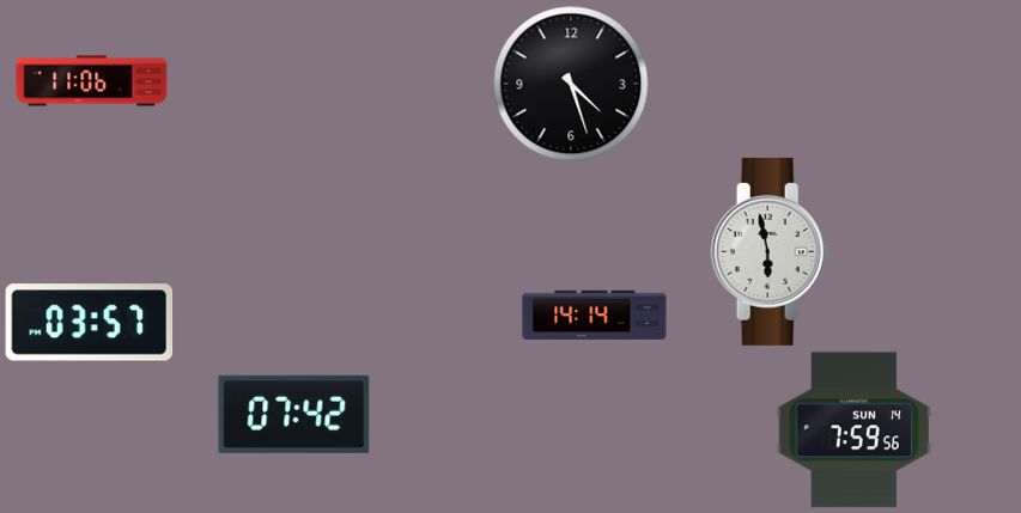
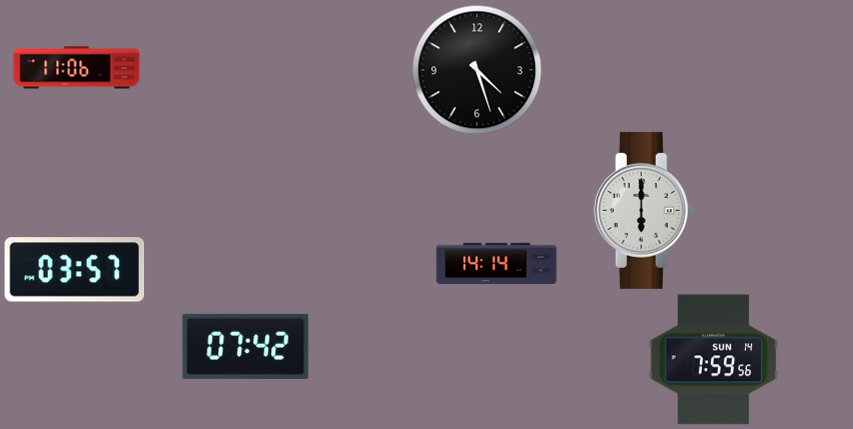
clock at (771, 251): 5:58 -> 6:00
